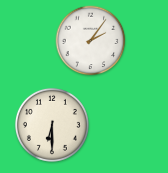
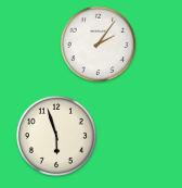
clock at (52, 125): 6:30 -> 5:57
